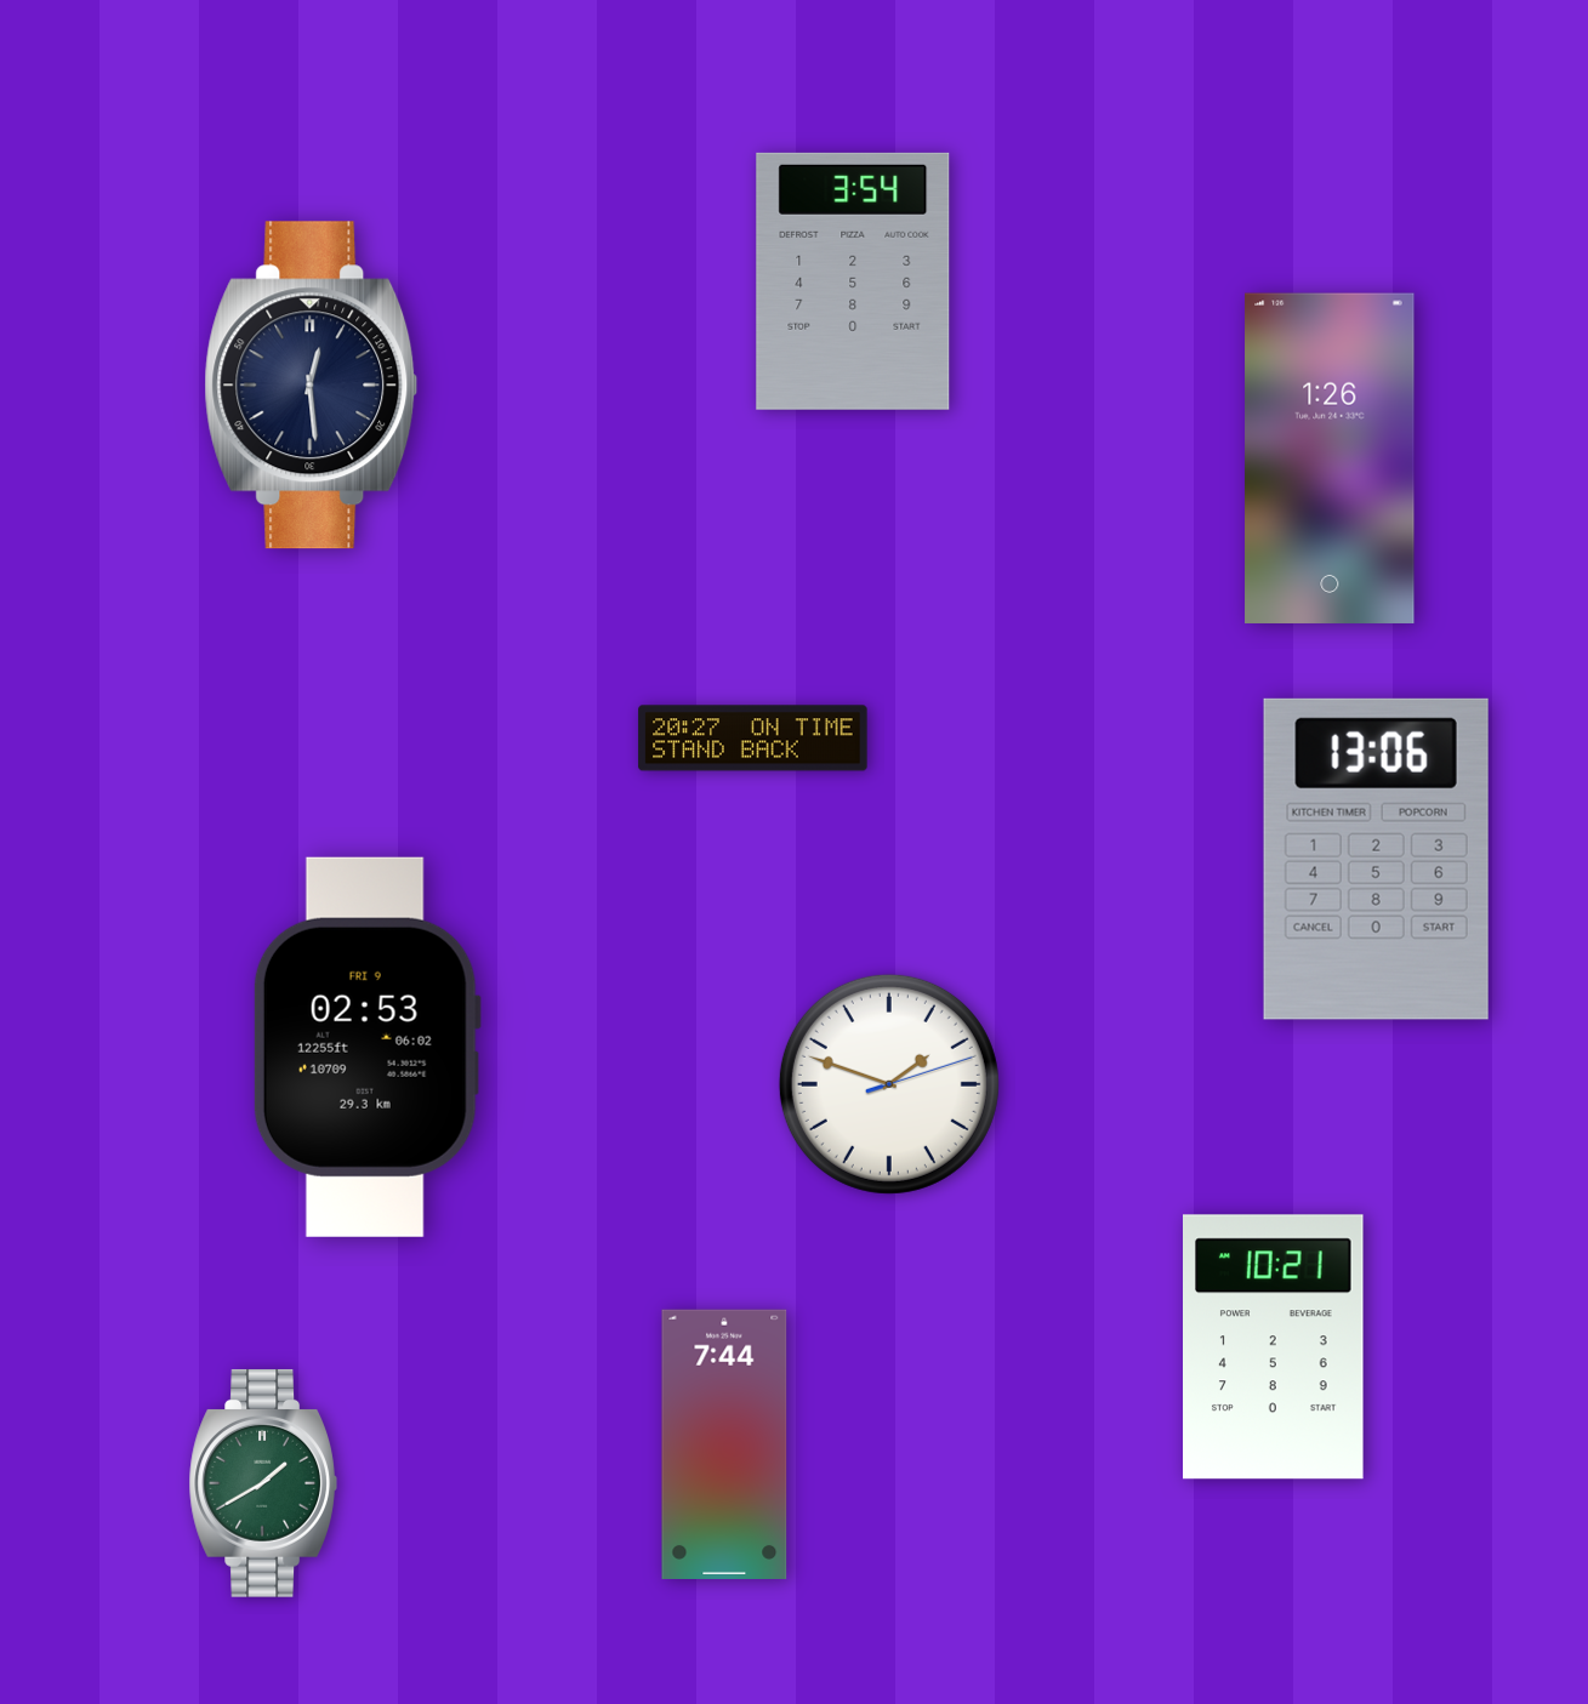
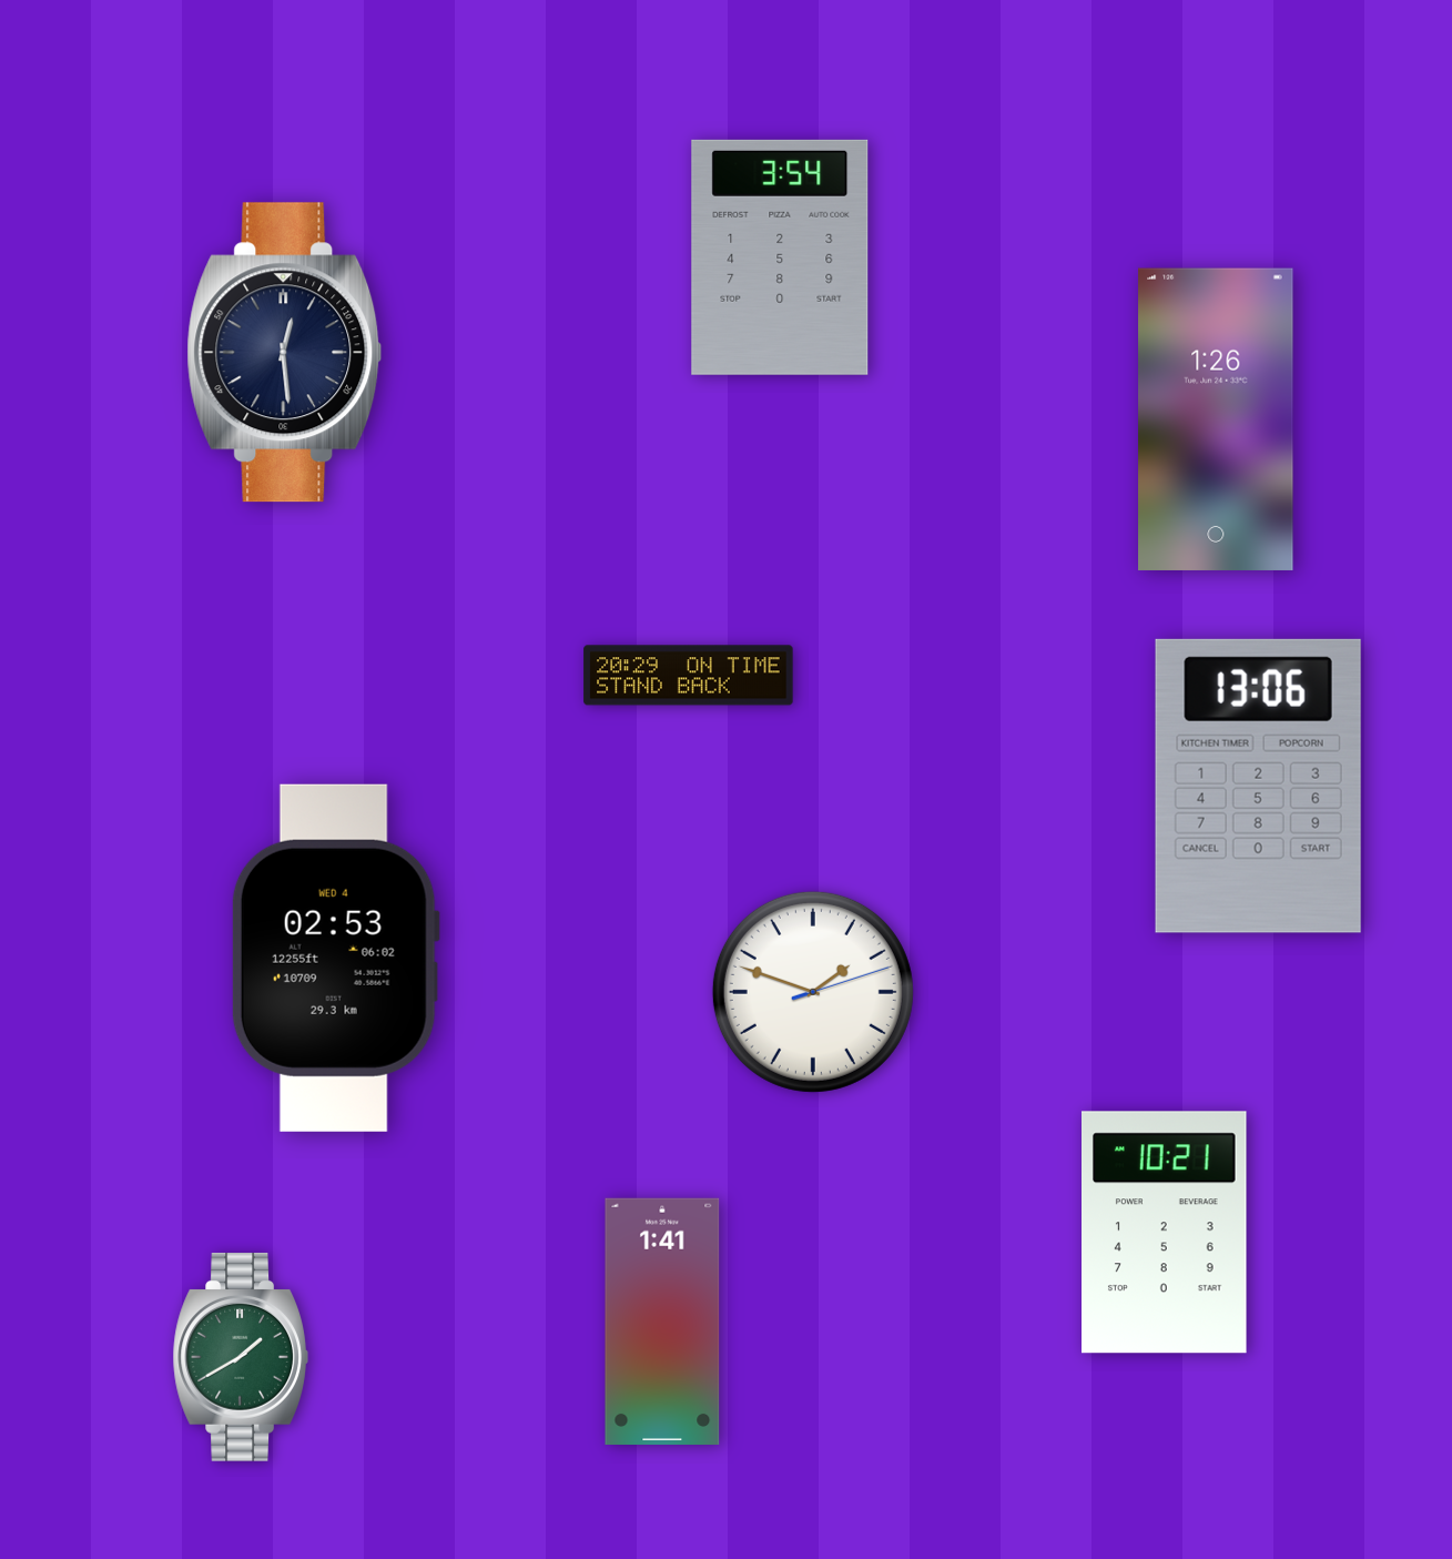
clock at (753, 739): 20:27 -> 20:29
clock at (366, 1047) date: FRI 9 -> WED 4
clock at (724, 1444): 7:44 -> 1:41
